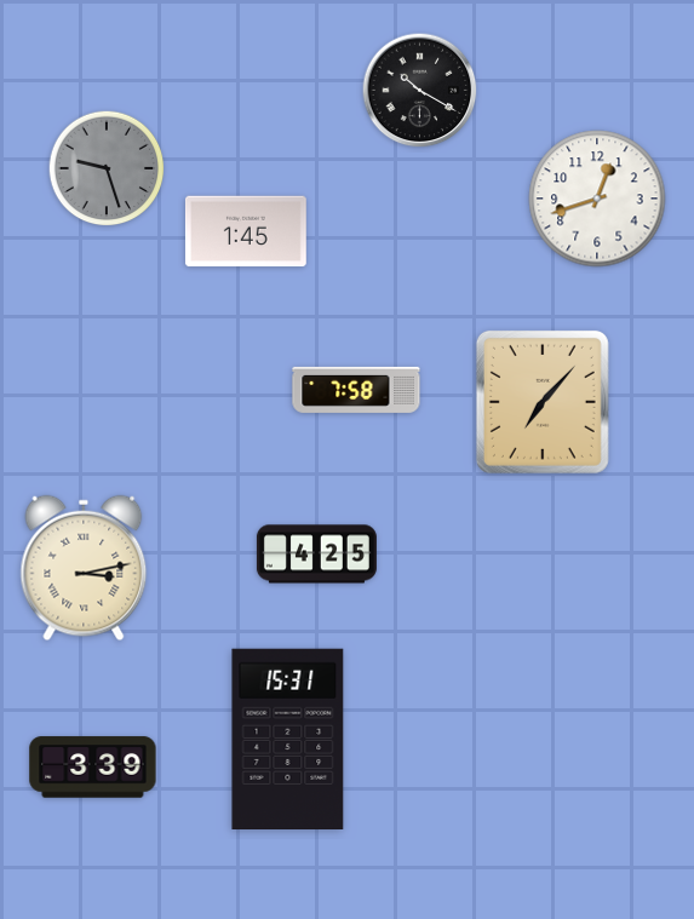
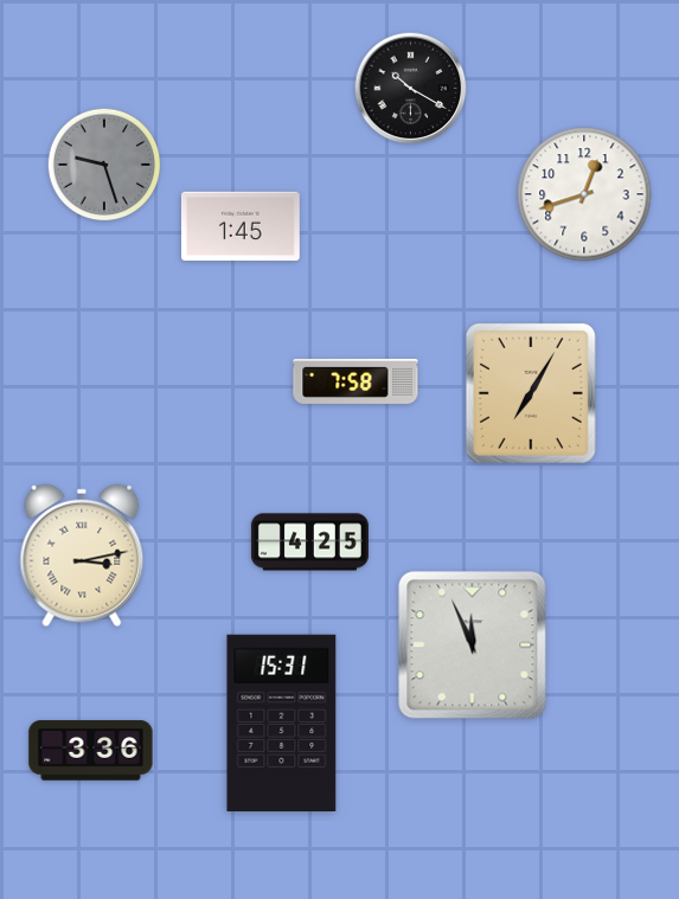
clock at (356, 390) position: (356, 390) -> (355, 381)
clock at (543, 402): 7:07 -> 7:05
clock at (473, 646): none -> 11:56
clock at (93, 768): 3:39 -> 3:36
